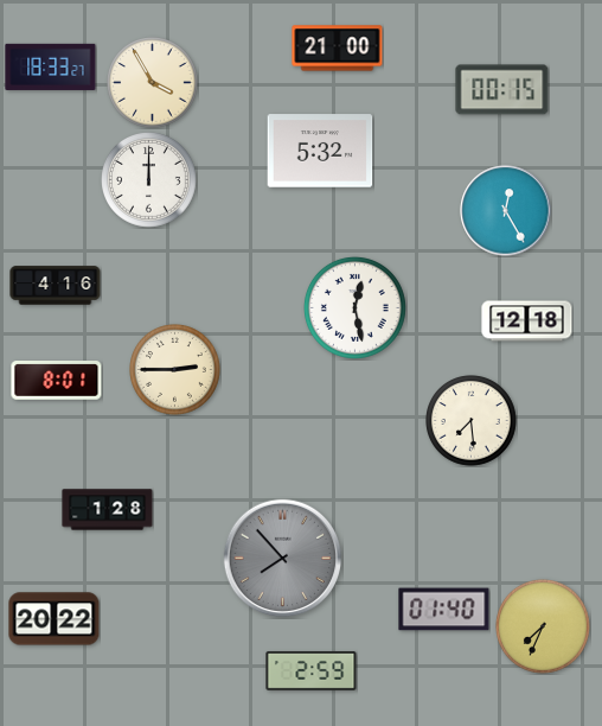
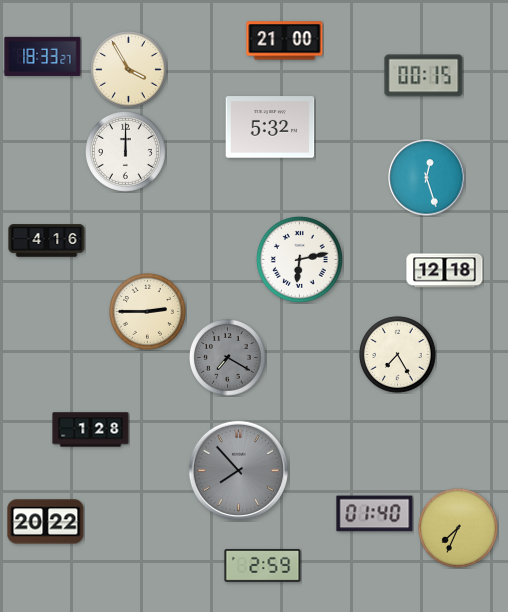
clock at (506, 211): 12:25 -> 12:27
clock at (354, 307): 12:28 -> 6:13
clock at (57, 381): 8:01 -> none
clock at (472, 421): 7:29 -> 7:25
clock at (228, 358): none -> 7:20
